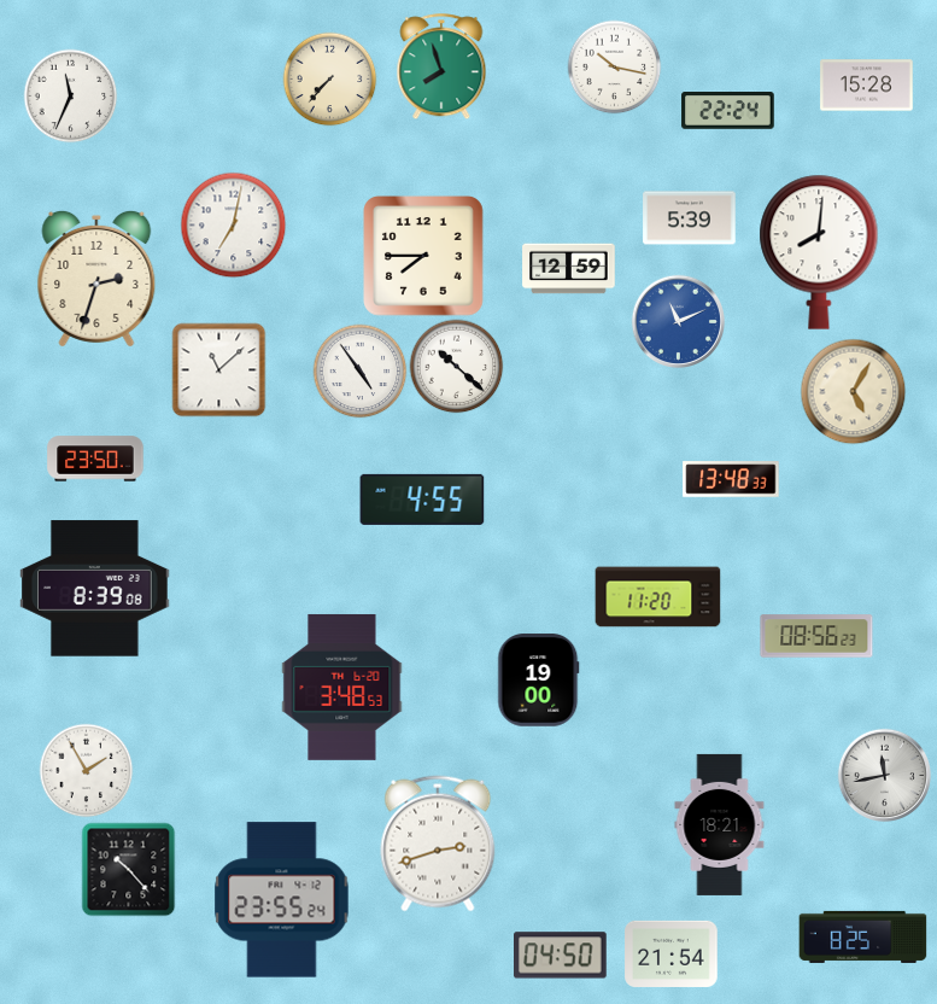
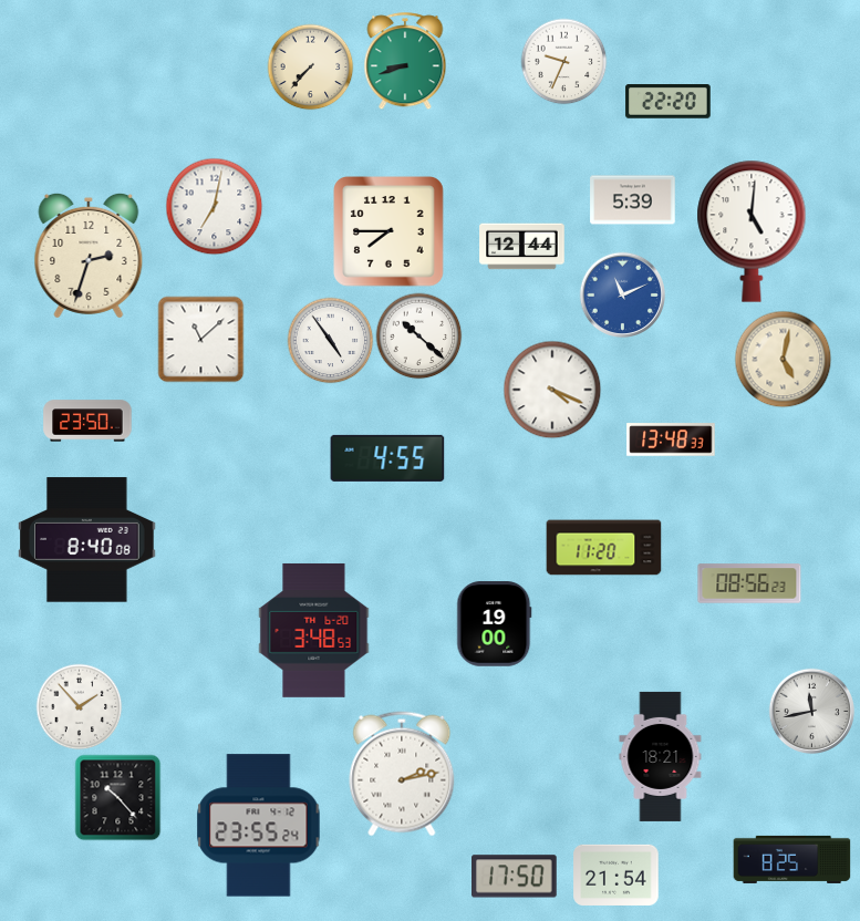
clock at (441, 66): 7:57 -> 8:42
clock at (614, 66): 10:17 -> 9:34
clock at (329, 78) position: (329, 78) -> (310, 66)
clock at (867, 86): 15:28 -> none
clock at (70, 95): 11:34 -> none
clock at (728, 111): 22:24 -> 22:20
clock at (819, 252): 8:01 -> 5:01
clock at (424, 257) position: (424, 257) -> (390, 232)
clock at (569, 269): 12:59 -> 12:44
clock at (853, 391): 5:05 -> 5:02
clock at (552, 390): none -> 4:19
clock at (95, 589): 8:39 -> 8:40
clock at (86, 770): 1:55 -> 1:53
clock at (438, 844): 2:42 -> 2:13
clock at (561, 956): 04:50 -> 17:50
